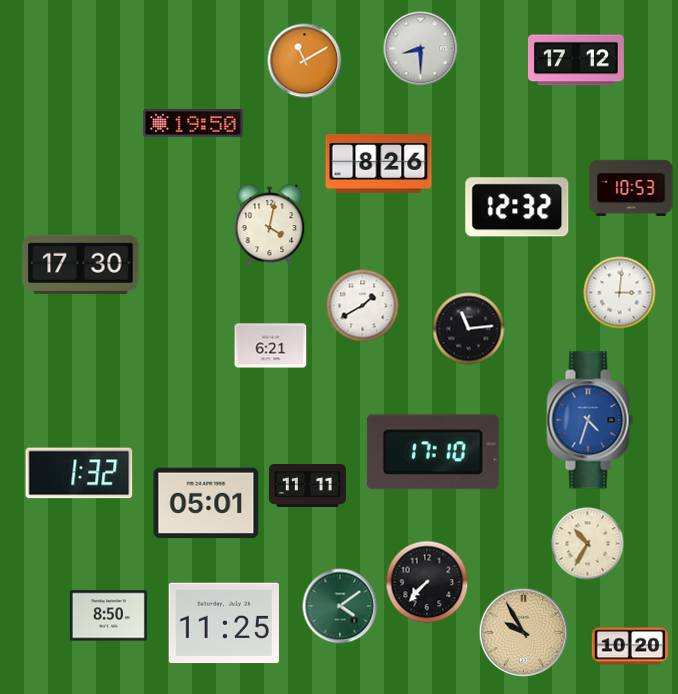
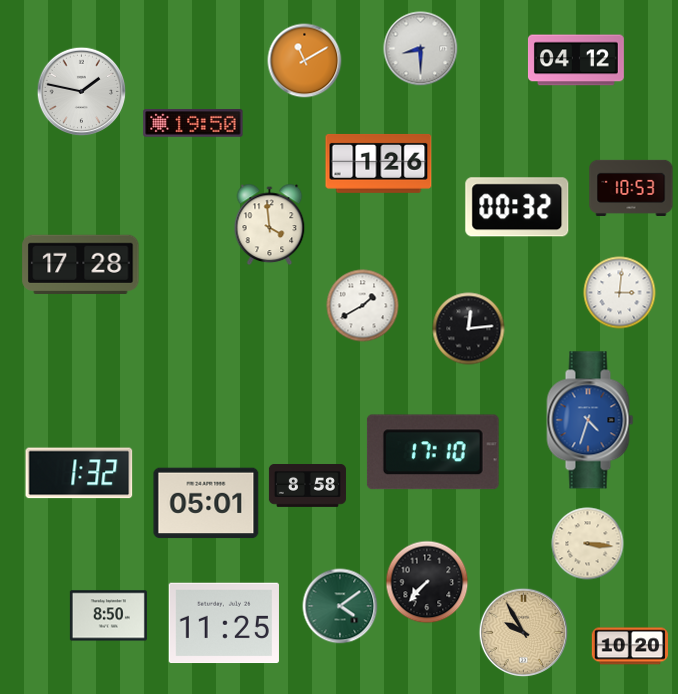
clock at (576, 60): 17:12 -> 04:12
clock at (82, 92): none -> 1:47
clock at (379, 163): 8:26 -> 1:26
clock at (517, 207): 12:32 -> 00:32
clock at (270, 225): 4:02 -> 3:59
clock at (81, 264): 17:30 -> 17:28
clock at (469, 329): 11:14 -> 12:14
clock at (271, 346): 6:21 -> none
clock at (307, 486): 11:11 -> 8:58
clock at (588, 544): 10:35 -> 3:16
